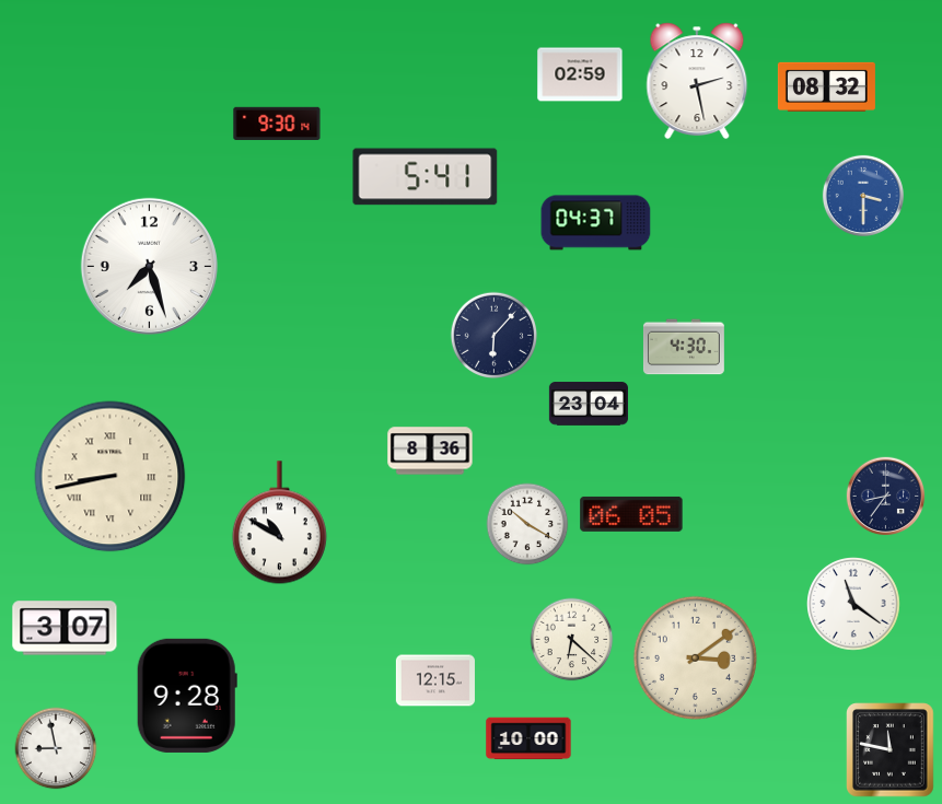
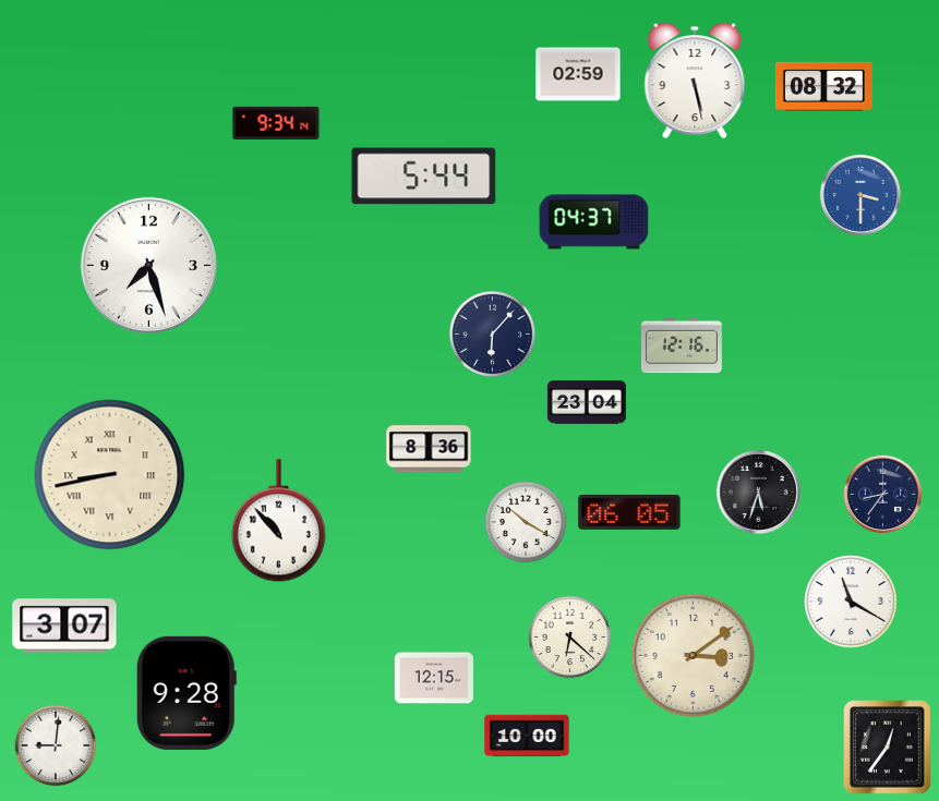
clock at (697, 81): 2:28 -> 5:28
clock at (277, 123): 9:30 -> 9:34
clock at (426, 177): 5:41 -> 5:44
clock at (684, 347): 4:30 -> 12:16
clock at (758, 491): none -> 5:33
clock at (279, 523): 10:50 -> 10:53
clock at (854, 605): 11:21 -> 11:20
clock at (56, 748): 8:58 -> 9:01
clock at (891, 750): 11:47 -> 12:36
